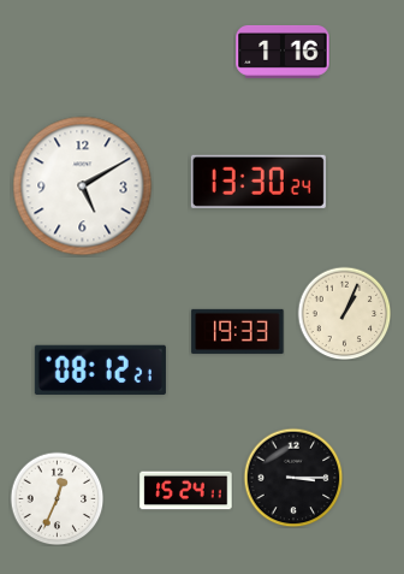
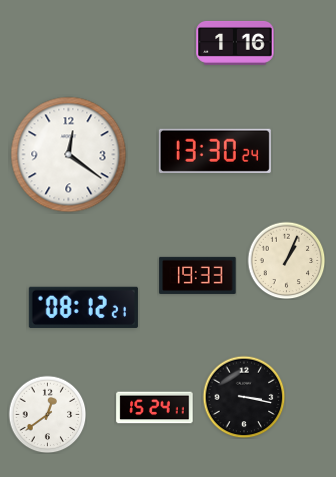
clock at (83, 187): 5:10 -> 12:21
clock at (293, 478): 3:15 -> 3:17
clock at (57, 498): 12:34 -> 12:39
